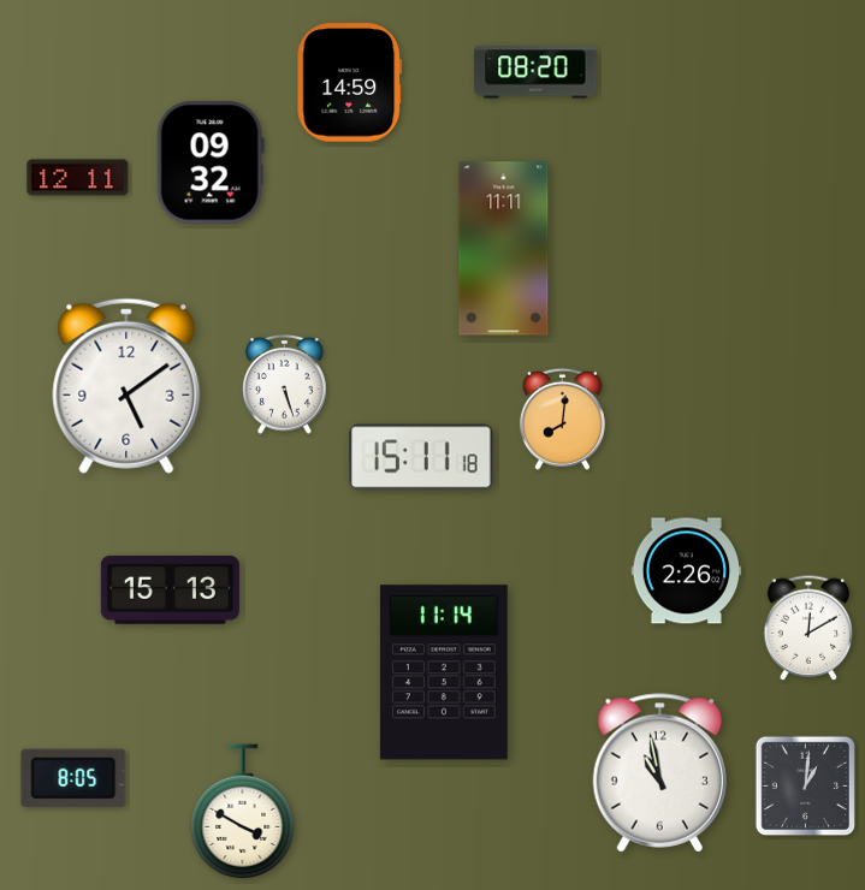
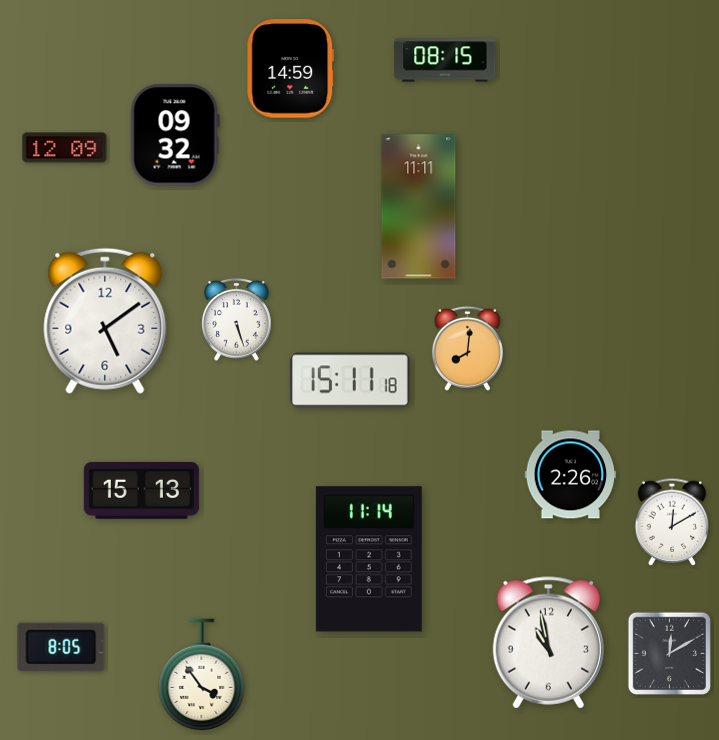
clock at (535, 72): 08:20 -> 08:15
clock at (78, 178): 12:11 -> 12:09
clock at (806, 787): 1:01 -> 12:10
clock at (243, 811): 3:50 -> 3:54
